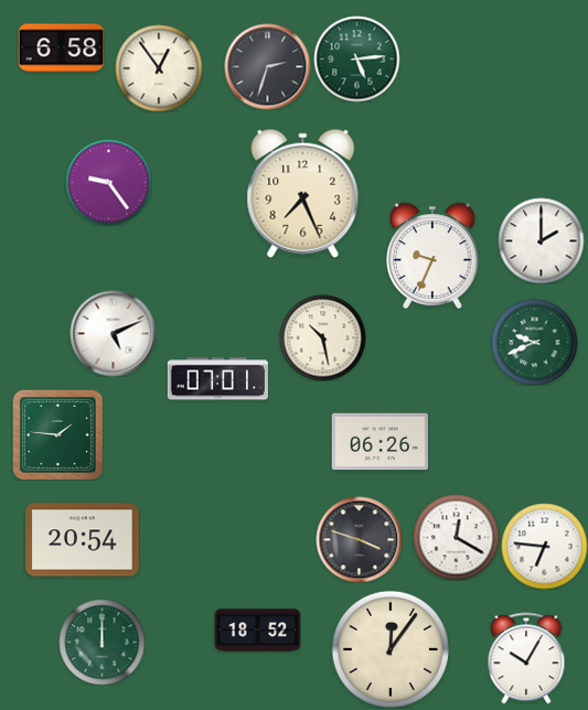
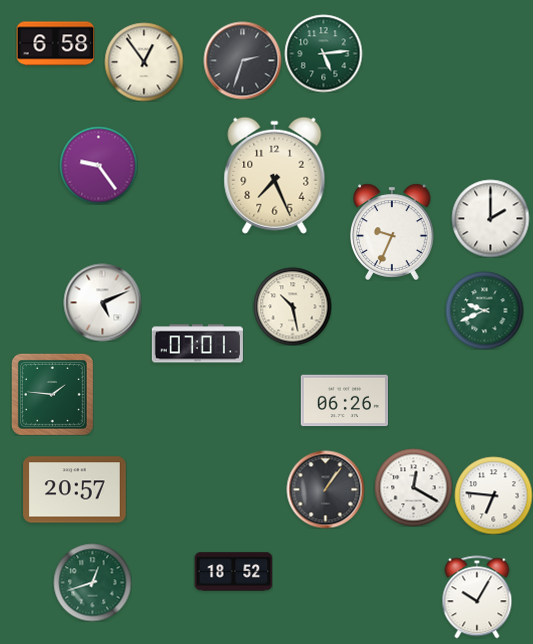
clock at (359, 539): 3:48 -> 1:06
clock at (83, 540): 20:54 -> 20:57
clock at (101, 642): 12:00 -> 12:42
clock at (389, 648): 12:06 -> none
